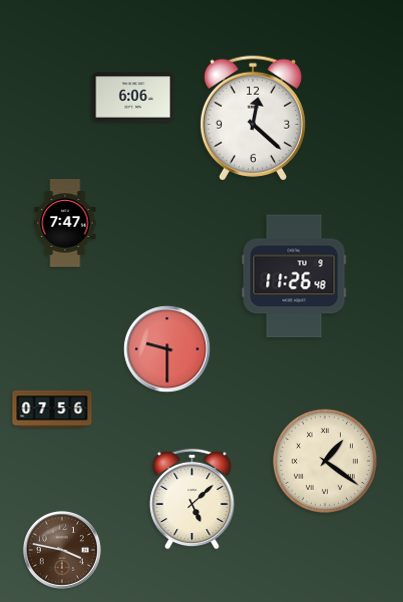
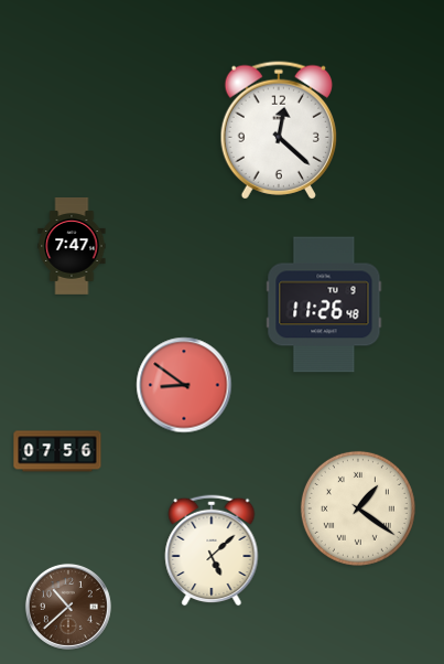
clock at (133, 97): 6:06 -> none
clock at (167, 349): 9:30 -> 8:51
clock at (62, 550): 3:47 -> 10:38
